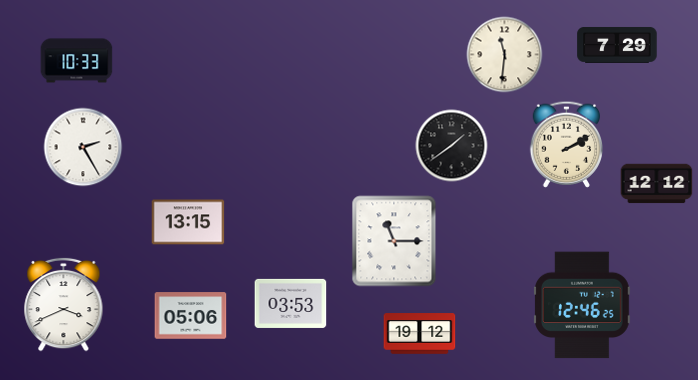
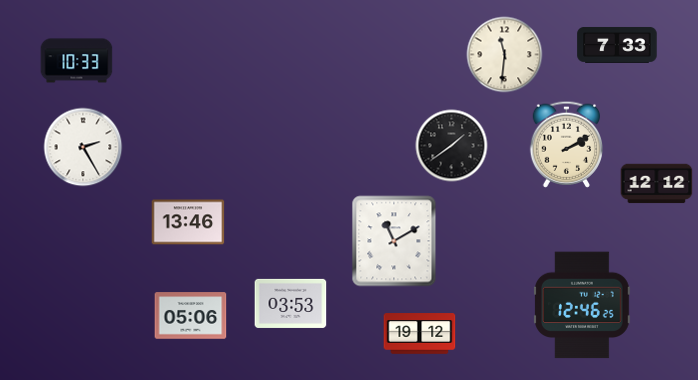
clock at (617, 45): 7:29 -> 7:33
clock at (188, 222): 13:15 -> 13:46
clock at (394, 241): 11:15 -> 11:10
clock at (64, 304): 3:41 -> none
